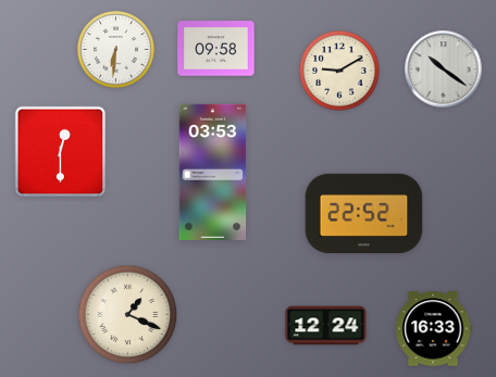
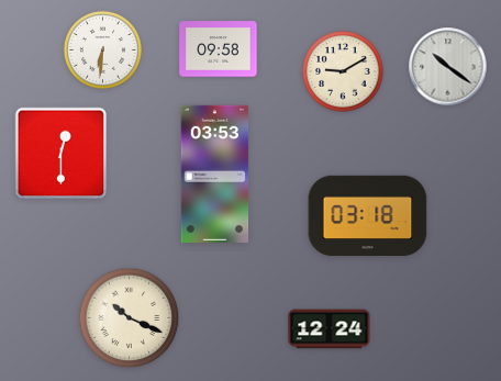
clock at (115, 49) position: (115, 49) -> (102, 49)
clock at (444, 70) position: (444, 70) -> (448, 67)
clock at (364, 214): 22:52 -> 03:18
clock at (128, 315): 1:19 -> 10:19
clock at (433, 329): 16:33 -> none
